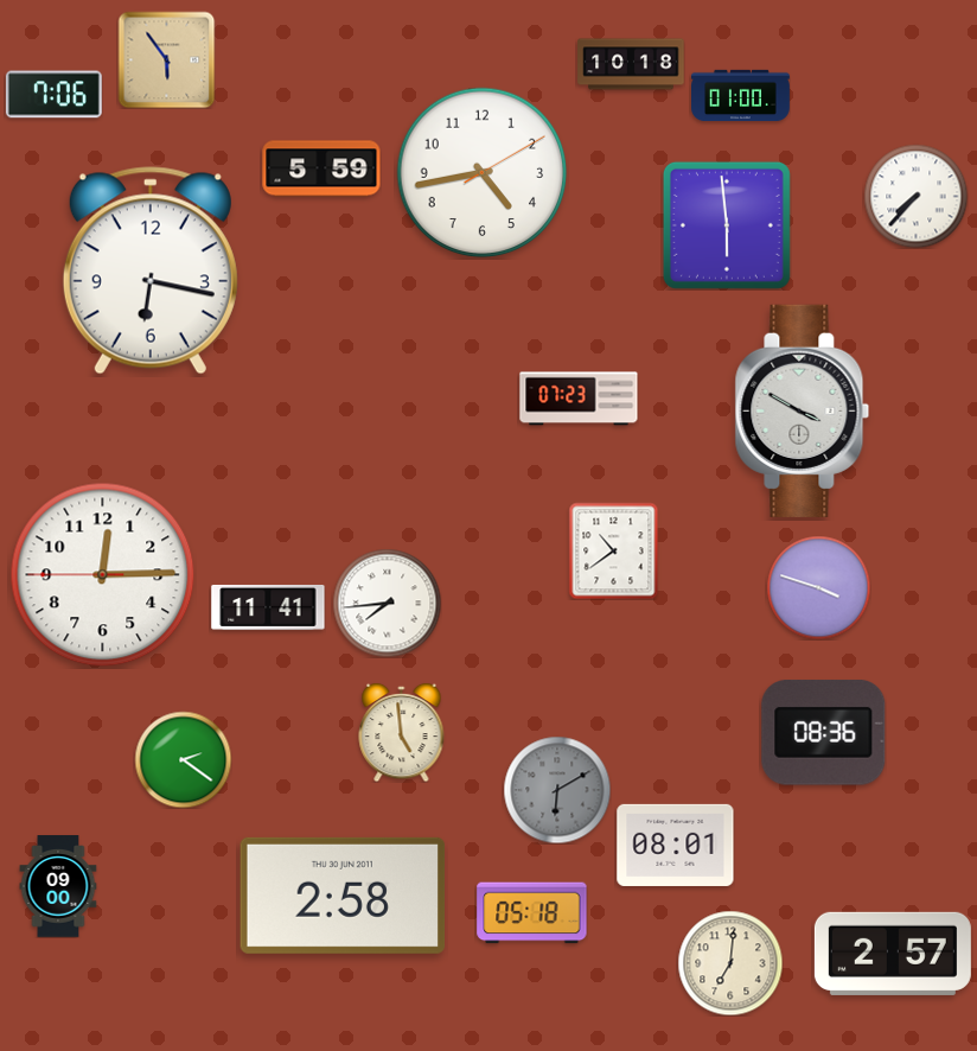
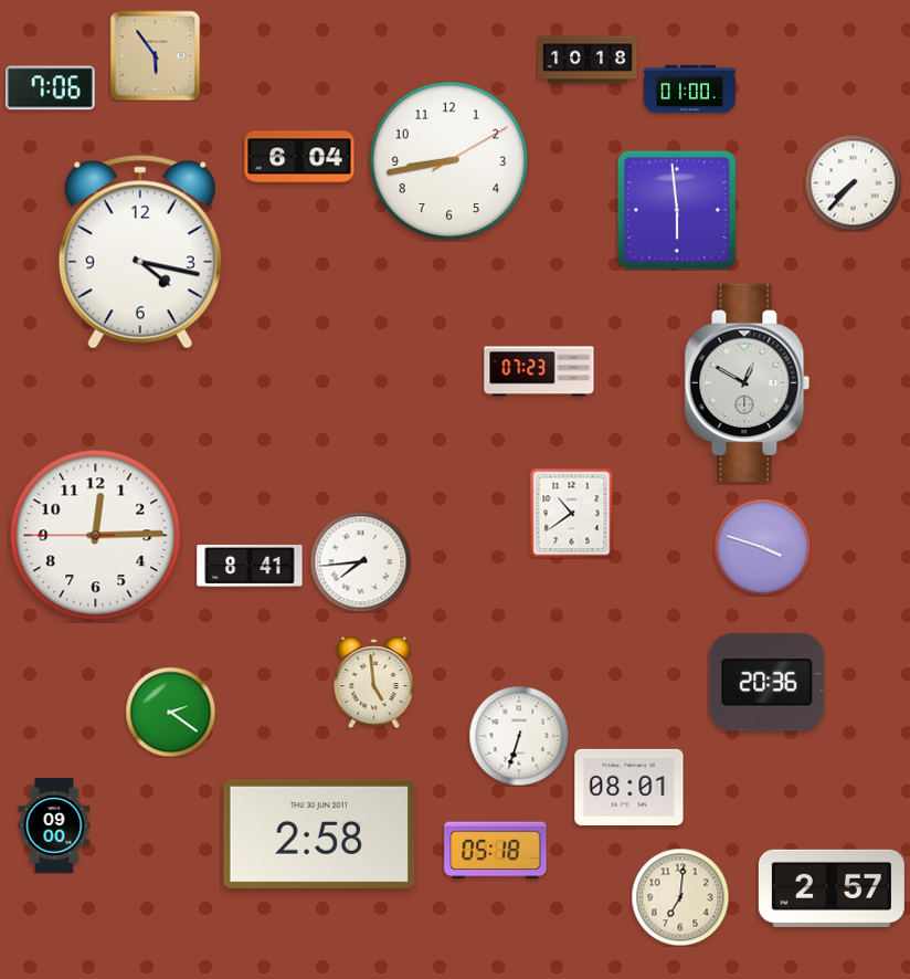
clock at (321, 168): 5:59 -> 6:04
clock at (483, 173): 4:43 -> 8:43
clock at (151, 270): 6:17 -> 4:17
clock at (803, 410): 3:50 -> 12:50
clock at (268, 607): 11:41 -> 8:41
clock at (824, 733): 08:36 -> 20:36
clock at (183, 759) position: (183, 759) -> (170, 712)
clock at (557, 790): 6:10 -> 6:33
clock at (557, 790) dial: grey -> white
